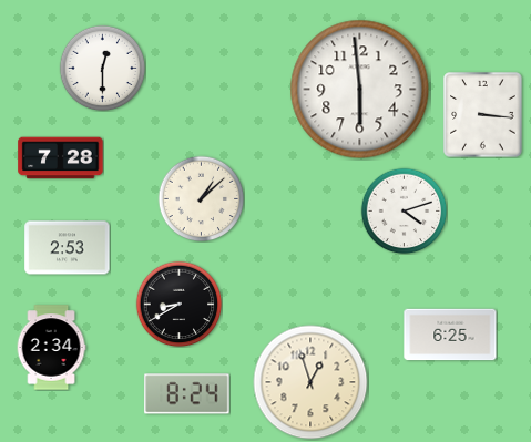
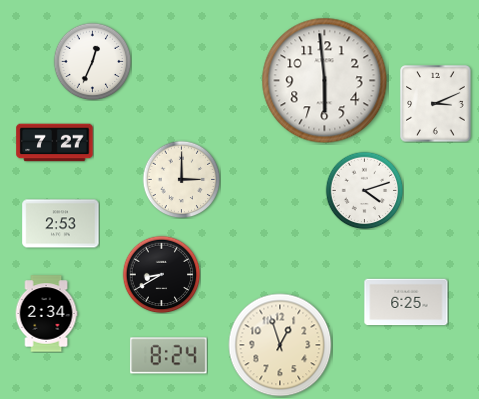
clock at (102, 68): 12:30 -> 12:34
clock at (483, 115): 3:16 -> 3:11
clock at (61, 158): 7:28 -> 7:27
clock at (201, 198): 1:08 -> 3:00
